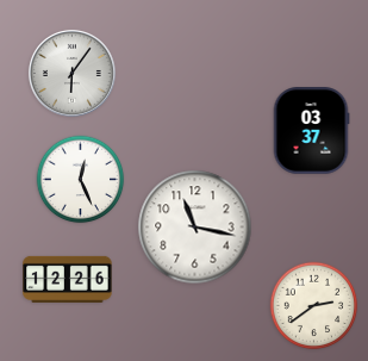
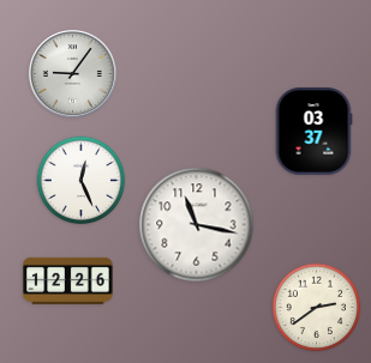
clock at (71, 73): 6:06 -> 9:06
clock at (195, 228) position: (195, 228) -> (197, 225)
